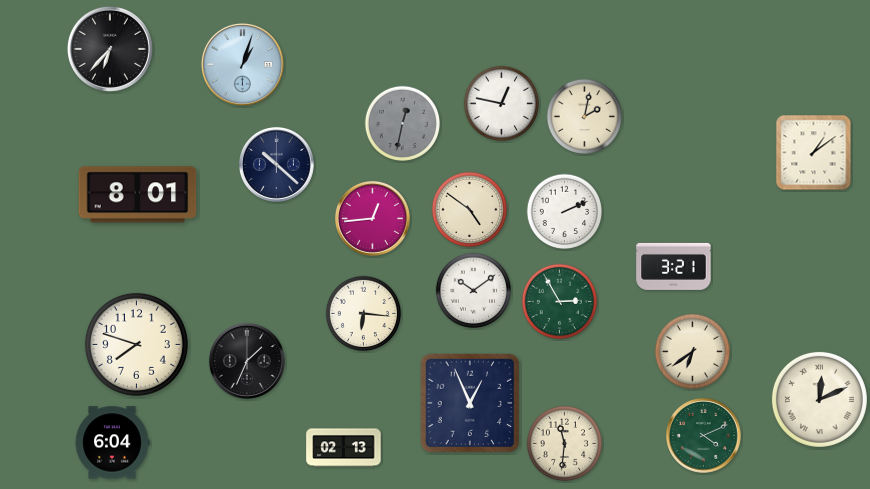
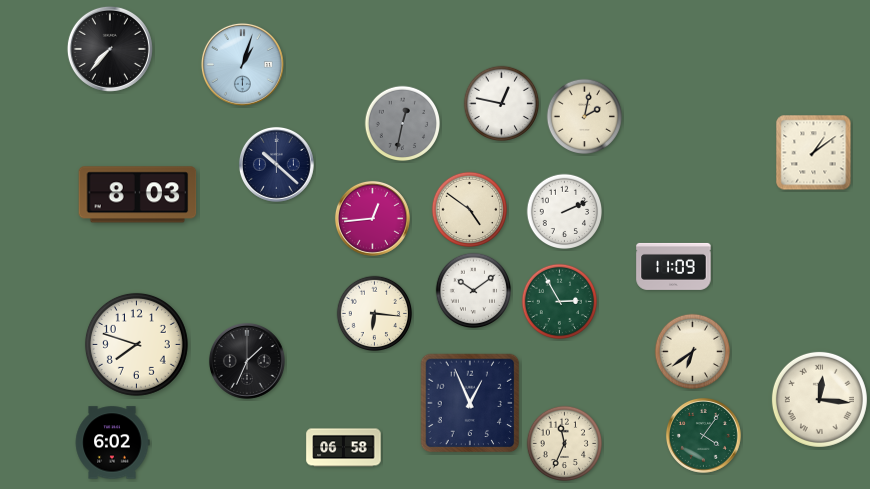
clock at (110, 49): 6:37 -> 7:37
clock at (138, 195): 8:01 -> 8:03
clock at (674, 266): 3:21 -> 11:09
clock at (364, 314) position: (364, 314) -> (375, 314)
clock at (819, 399): 12:11 -> 12:16
clock at (703, 435): 4:11 -> 4:06
clock at (112, 443): 6:04 -> 6:02
clock at (565, 444): 11:31 -> 11:34
clock at (344, 448): 02:13 -> 06:58
